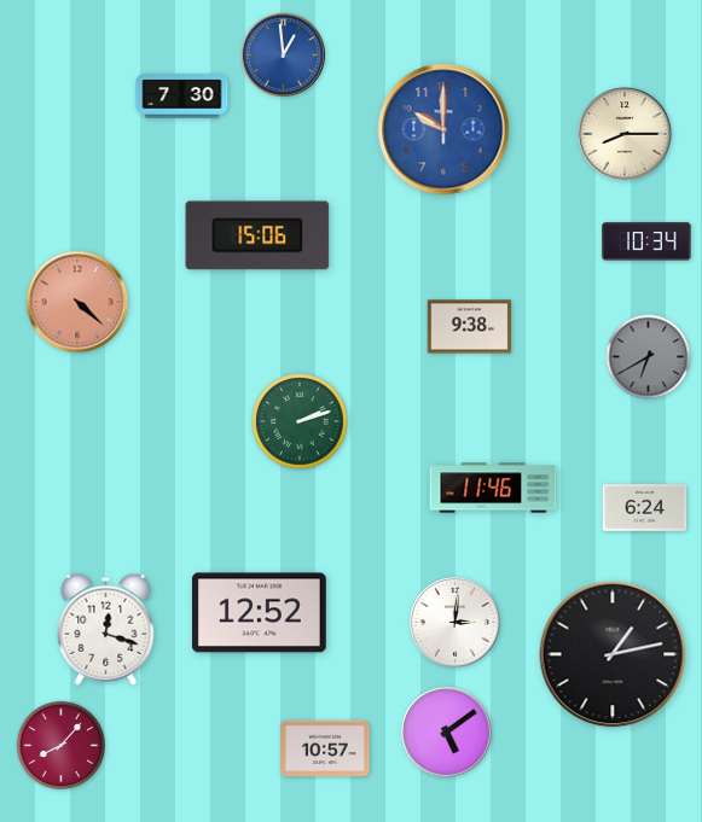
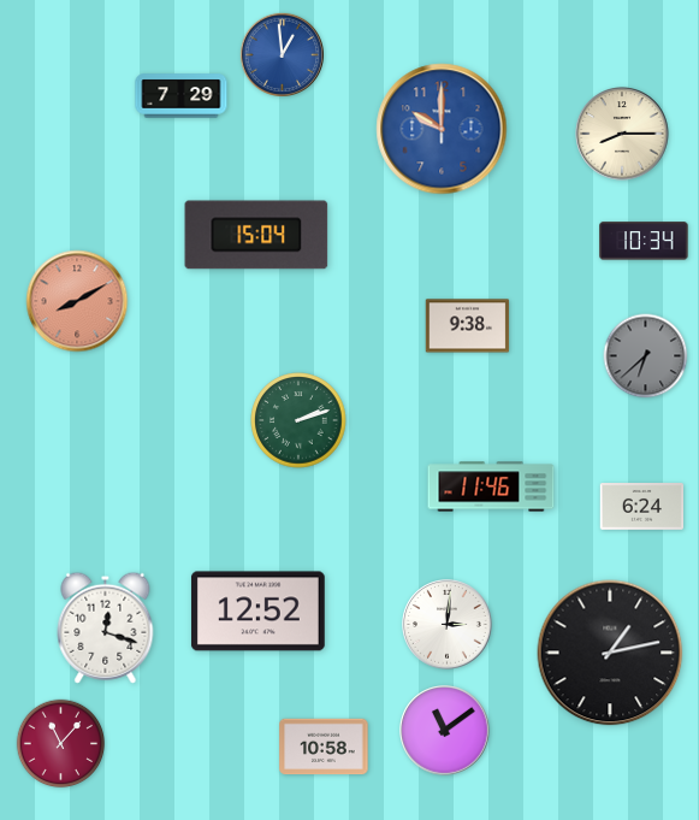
clock at (182, 97): 7:30 -> 7:29
clock at (257, 235): 15:06 -> 15:04
clock at (77, 302): 4:22 -> 8:10
clock at (649, 357): 6:40 -> 6:38
clock at (456, 623) position: (456, 623) -> (448, 625)
clock at (447, 733): 5:09 -> 11:09
clock at (62, 746): 8:07 -> 11:07
clock at (325, 748): 10:57 -> 10:58
